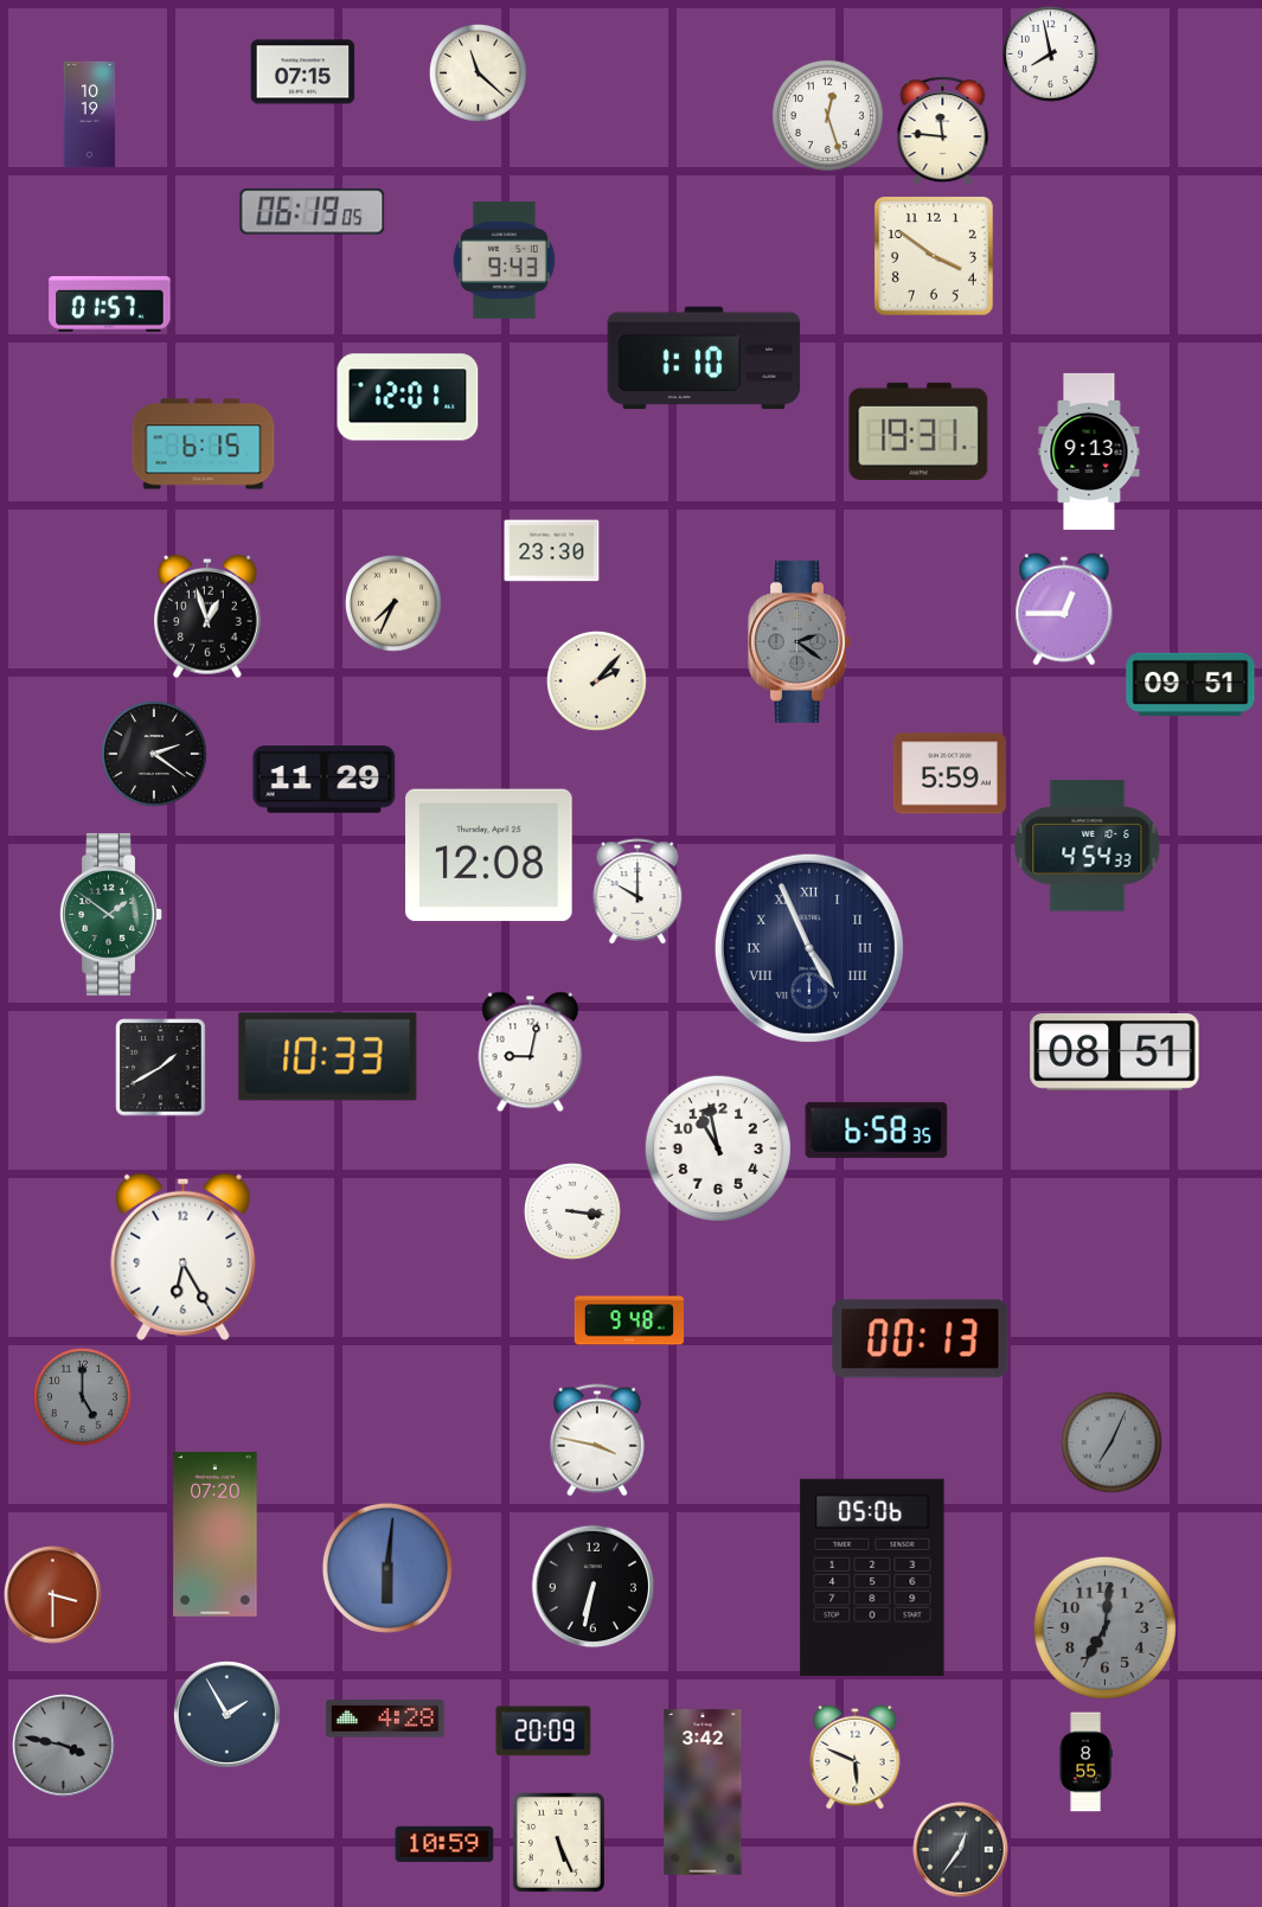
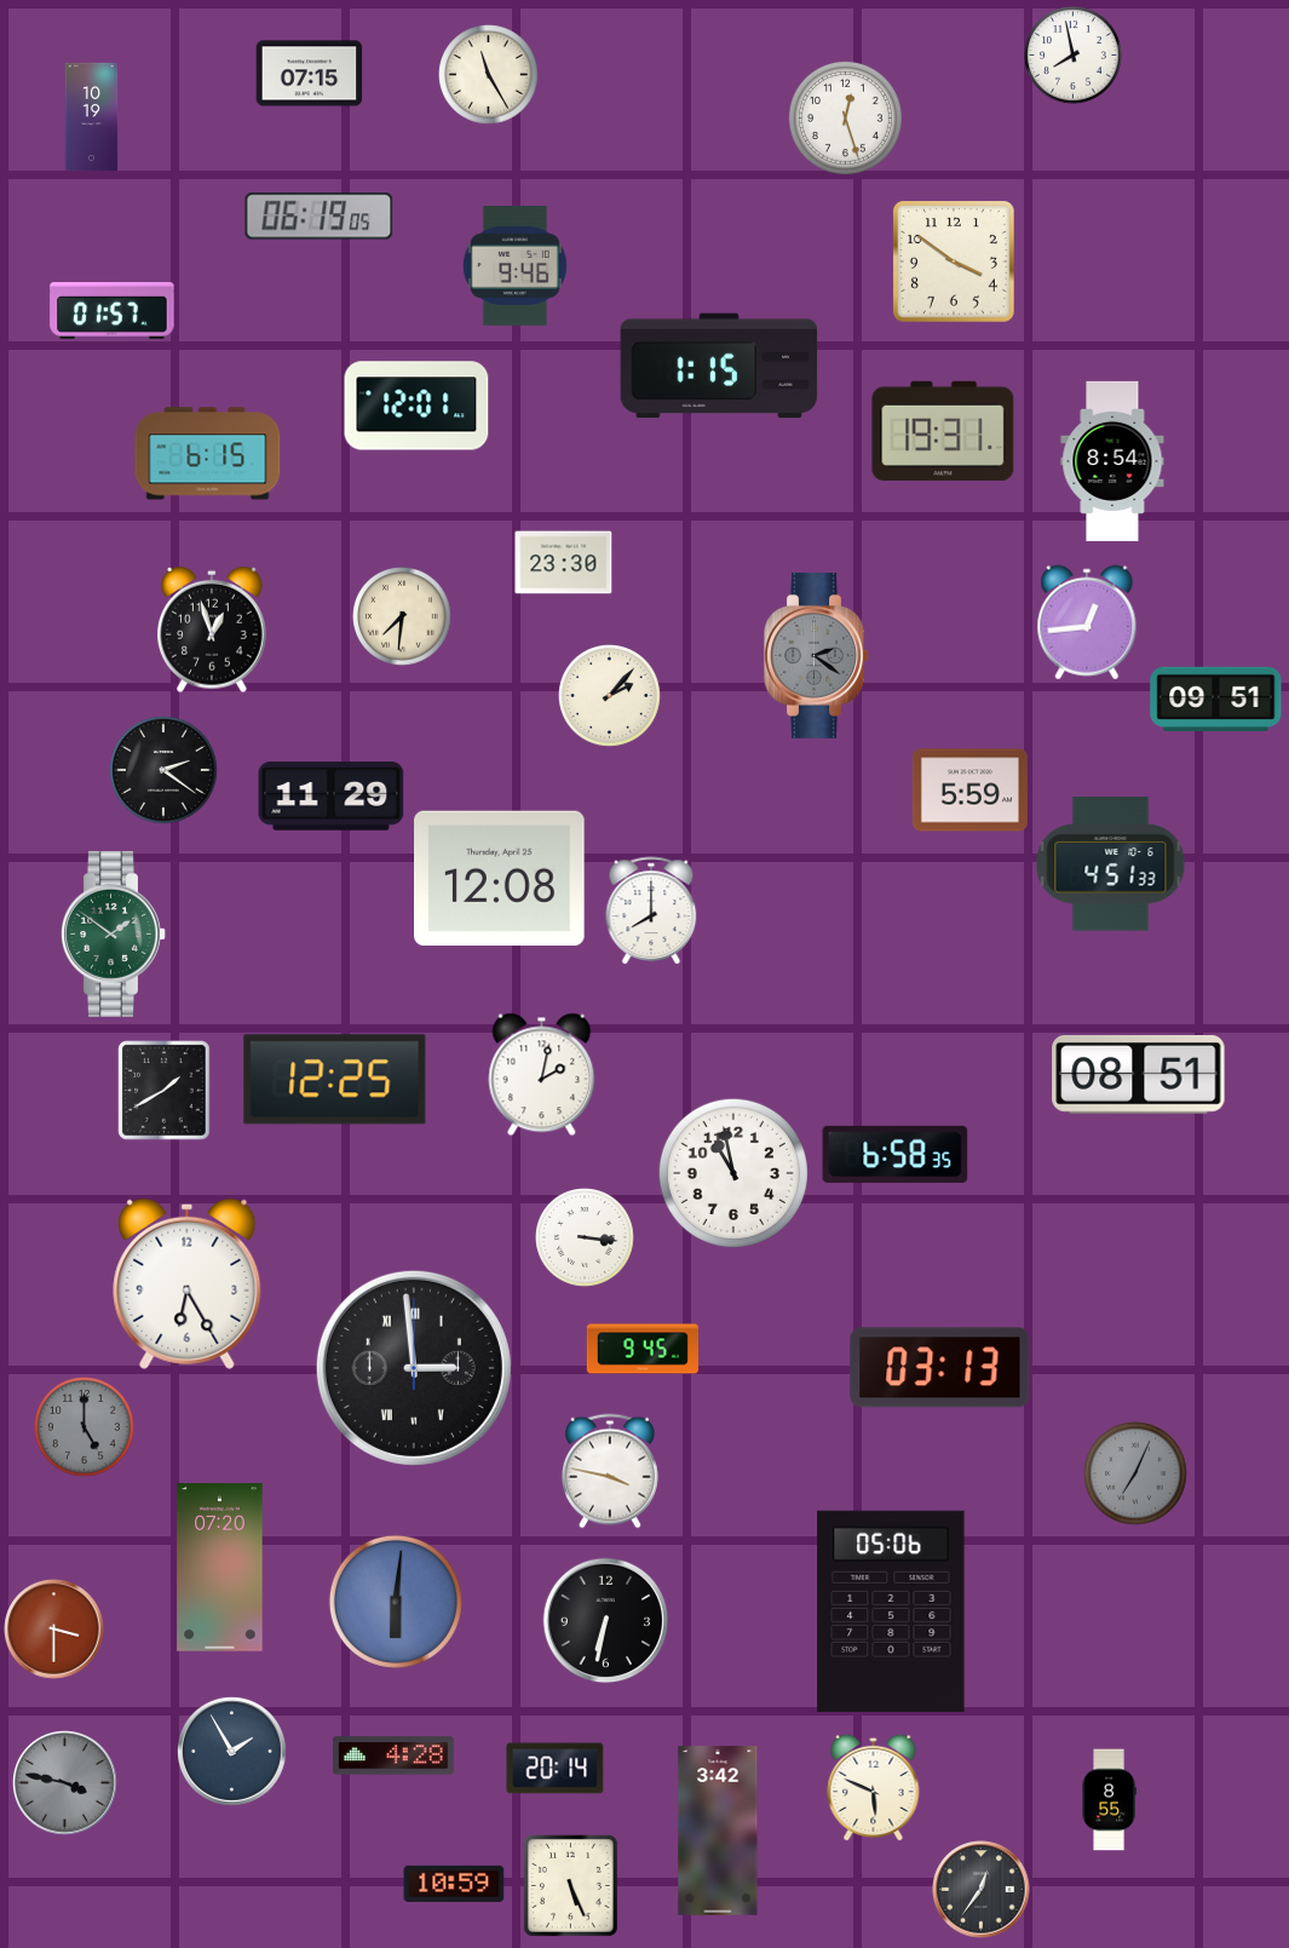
clock at (479, 73): 11:22 -> 11:25
clock at (943, 132): 11:46 -> none
clock at (504, 261): 9:43 -> 9:46
clock at (704, 358): 1:10 -> 1:15
clock at (918, 431) position: (918, 431) -> (943, 431)
clock at (1089, 452): 9:13 -> 8:54
clock at (393, 603): 7:34 -> 7:31
clock at (1064, 609): 12:45 -> 12:44
clock at (154, 754) position: (154, 754) -> (163, 770)
clock at (1088, 846): 4:54 -> 4:51
clock at (489, 856) position: (489, 856) -> (500, 879)
clock at (638, 891): 10:00 -> 8:00
clock at (809, 948): 4:56 -> none
clock at (531, 1052): 9:02 -> 2:02
clock at (328, 1057): 10:33 -> 12:25
clock at (628, 1320): 9:48 -> 9:45
clock at (414, 1368): none -> 2:59
clock at (921, 1339): 00:13 -> 03:13
clock at (1104, 1627): 7:01 -> none
clock at (544, 1732): 20:09 -> 20:14
clock at (856, 1756) position: (856, 1756) -> (874, 1787)
clock at (558, 1842) position: (558, 1842) -> (570, 1885)
